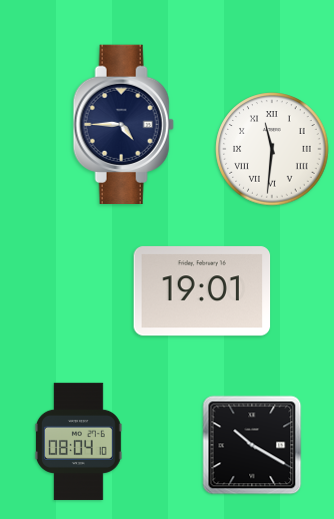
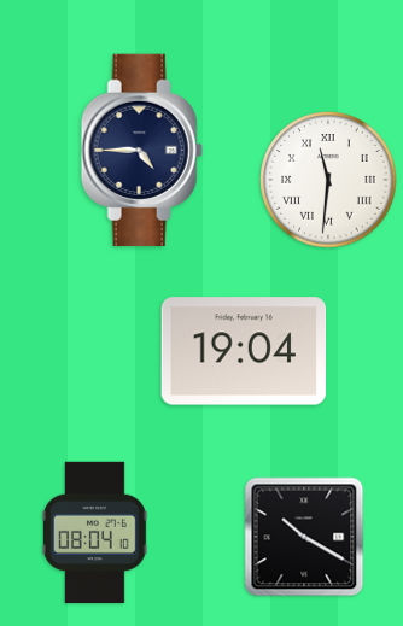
clock at (123, 124) position: (123, 124) -> (141, 150)
clock at (202, 291): 19:01 -> 19:04
